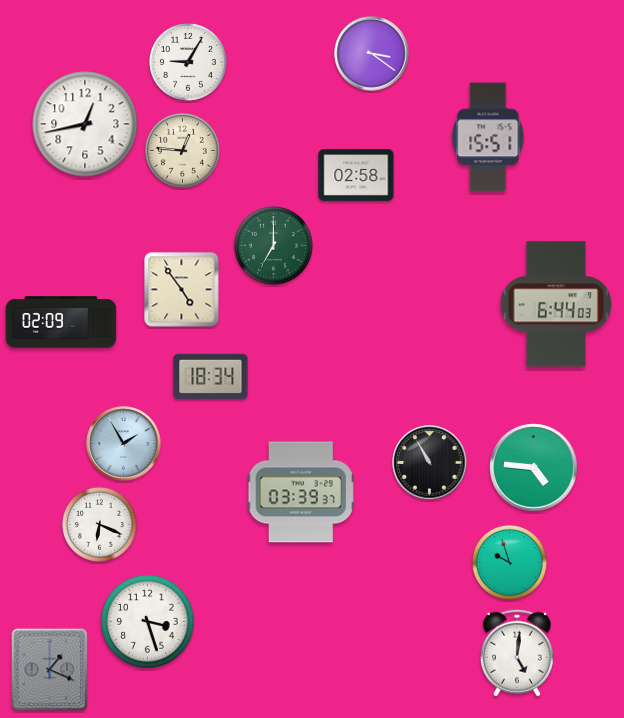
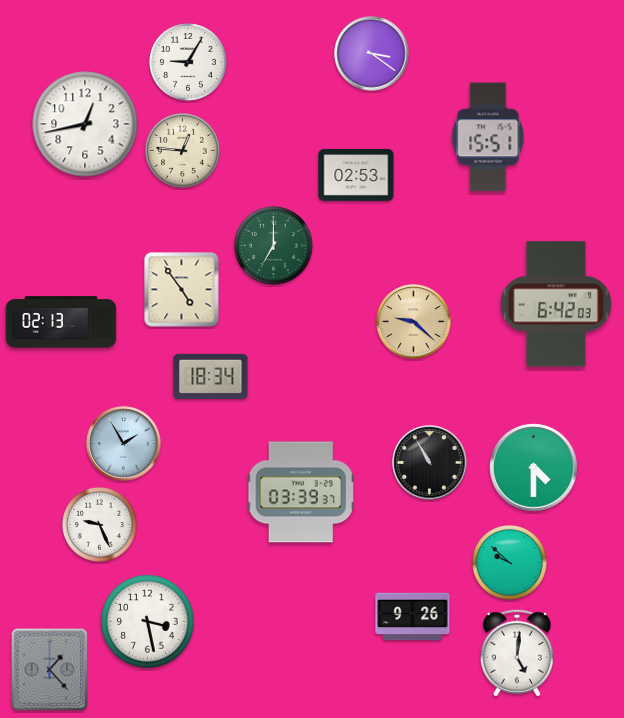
clock at (356, 175): 02:58 -> 02:53
clock at (556, 304): 6:44 -> 6:42
clock at (61, 322): 02:09 -> 02:13
clock at (414, 322): none -> 9:22
clock at (534, 468): 4:46 -> 4:30
clock at (99, 524): 6:19 -> 9:26
clock at (509, 562): 9:57 -> 9:52
clock at (413, 617): none -> 9:26
clock at (148, 622): 3:27 -> 3:28
clock at (50, 670): 1:19 -> 1:23
